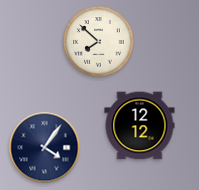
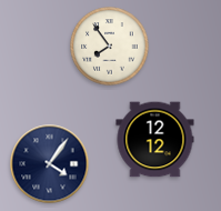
clock at (99, 42): 7:52 -> 7:54
